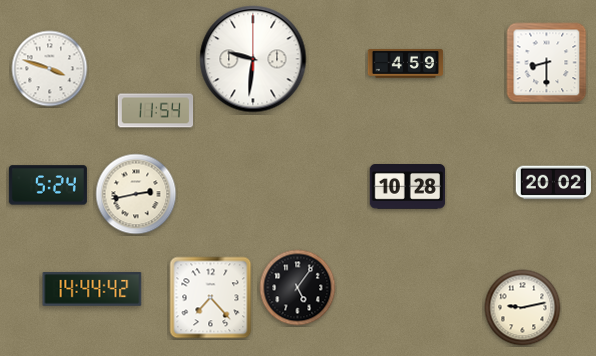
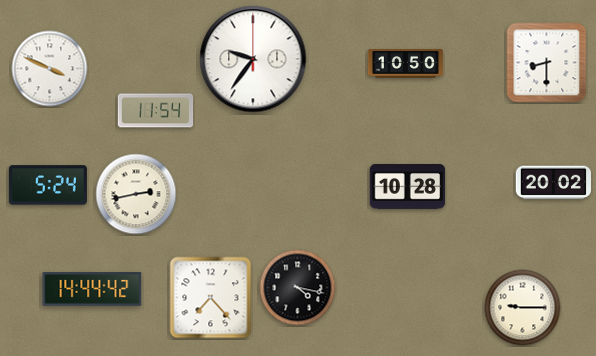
clock at (253, 59): 9:31 -> 9:36
clock at (406, 63): 4:59 -> 10:50
clock at (50, 69): 3:48 -> 3:49
clock at (298, 288): 5:06 -> 4:17
clock at (523, 308): 9:13 -> 9:15
